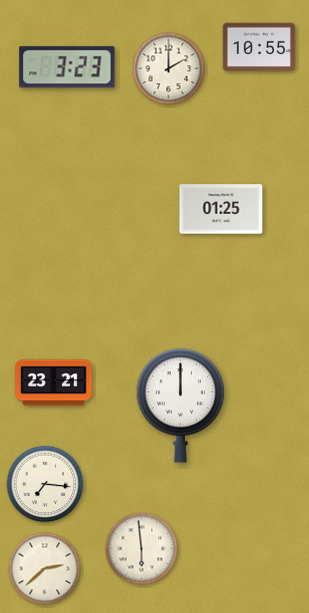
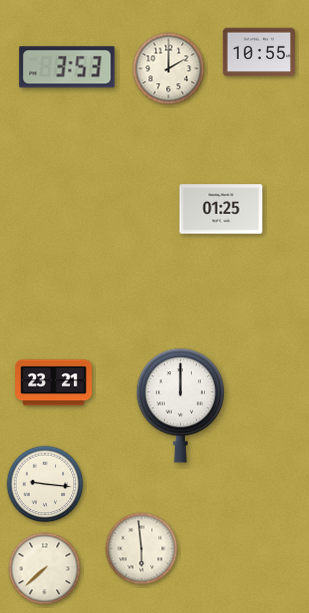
clock at (259, 47) position: (259, 47) -> (259, 52)
clock at (67, 67): 3:23 -> 3:53
clock at (45, 484): 7:16 -> 9:16
clock at (45, 569): 2:38 -> 7:38
